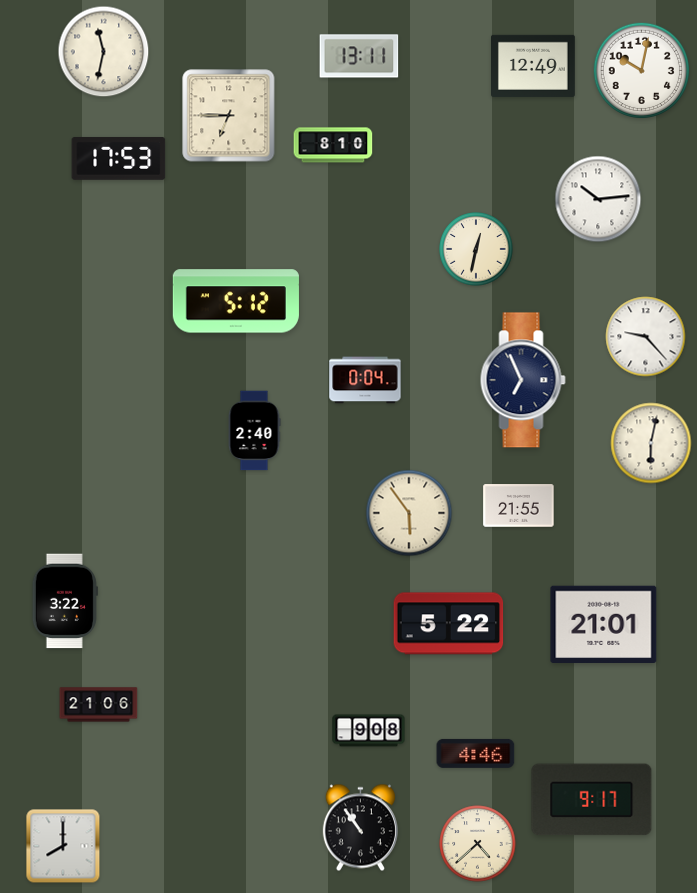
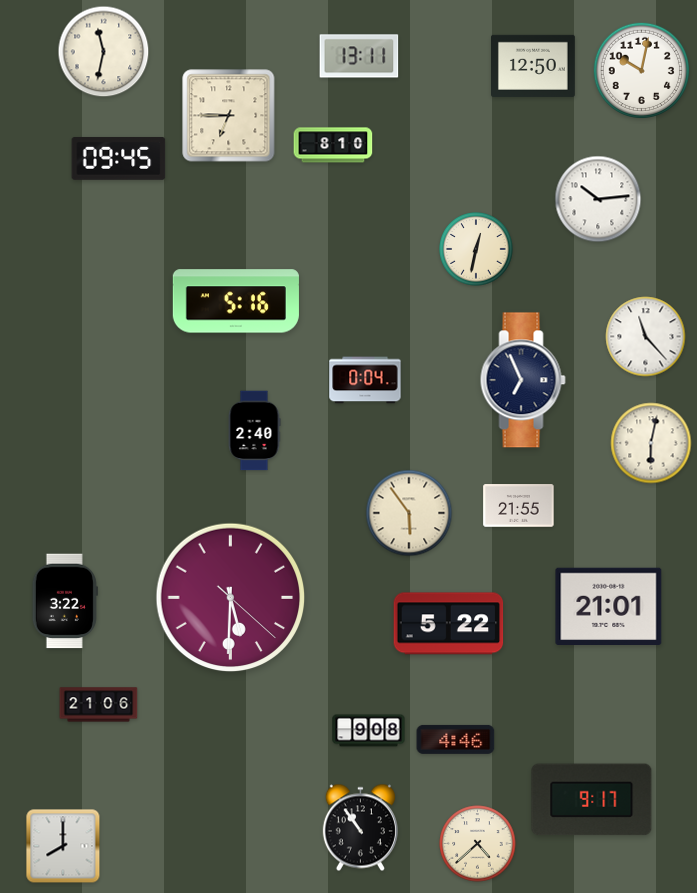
clock at (534, 66): 12:49 -> 12:50
clock at (119, 158): 17:53 -> 09:45
clock at (236, 301): 5:12 -> 5:16
clock at (646, 337): 9:23 -> 11:23
clock at (231, 598): none -> 5:30
clock at (604, 624) position: (604, 624) -> (609, 606)
clock at (476, 753) position: (476, 753) -> (456, 739)
